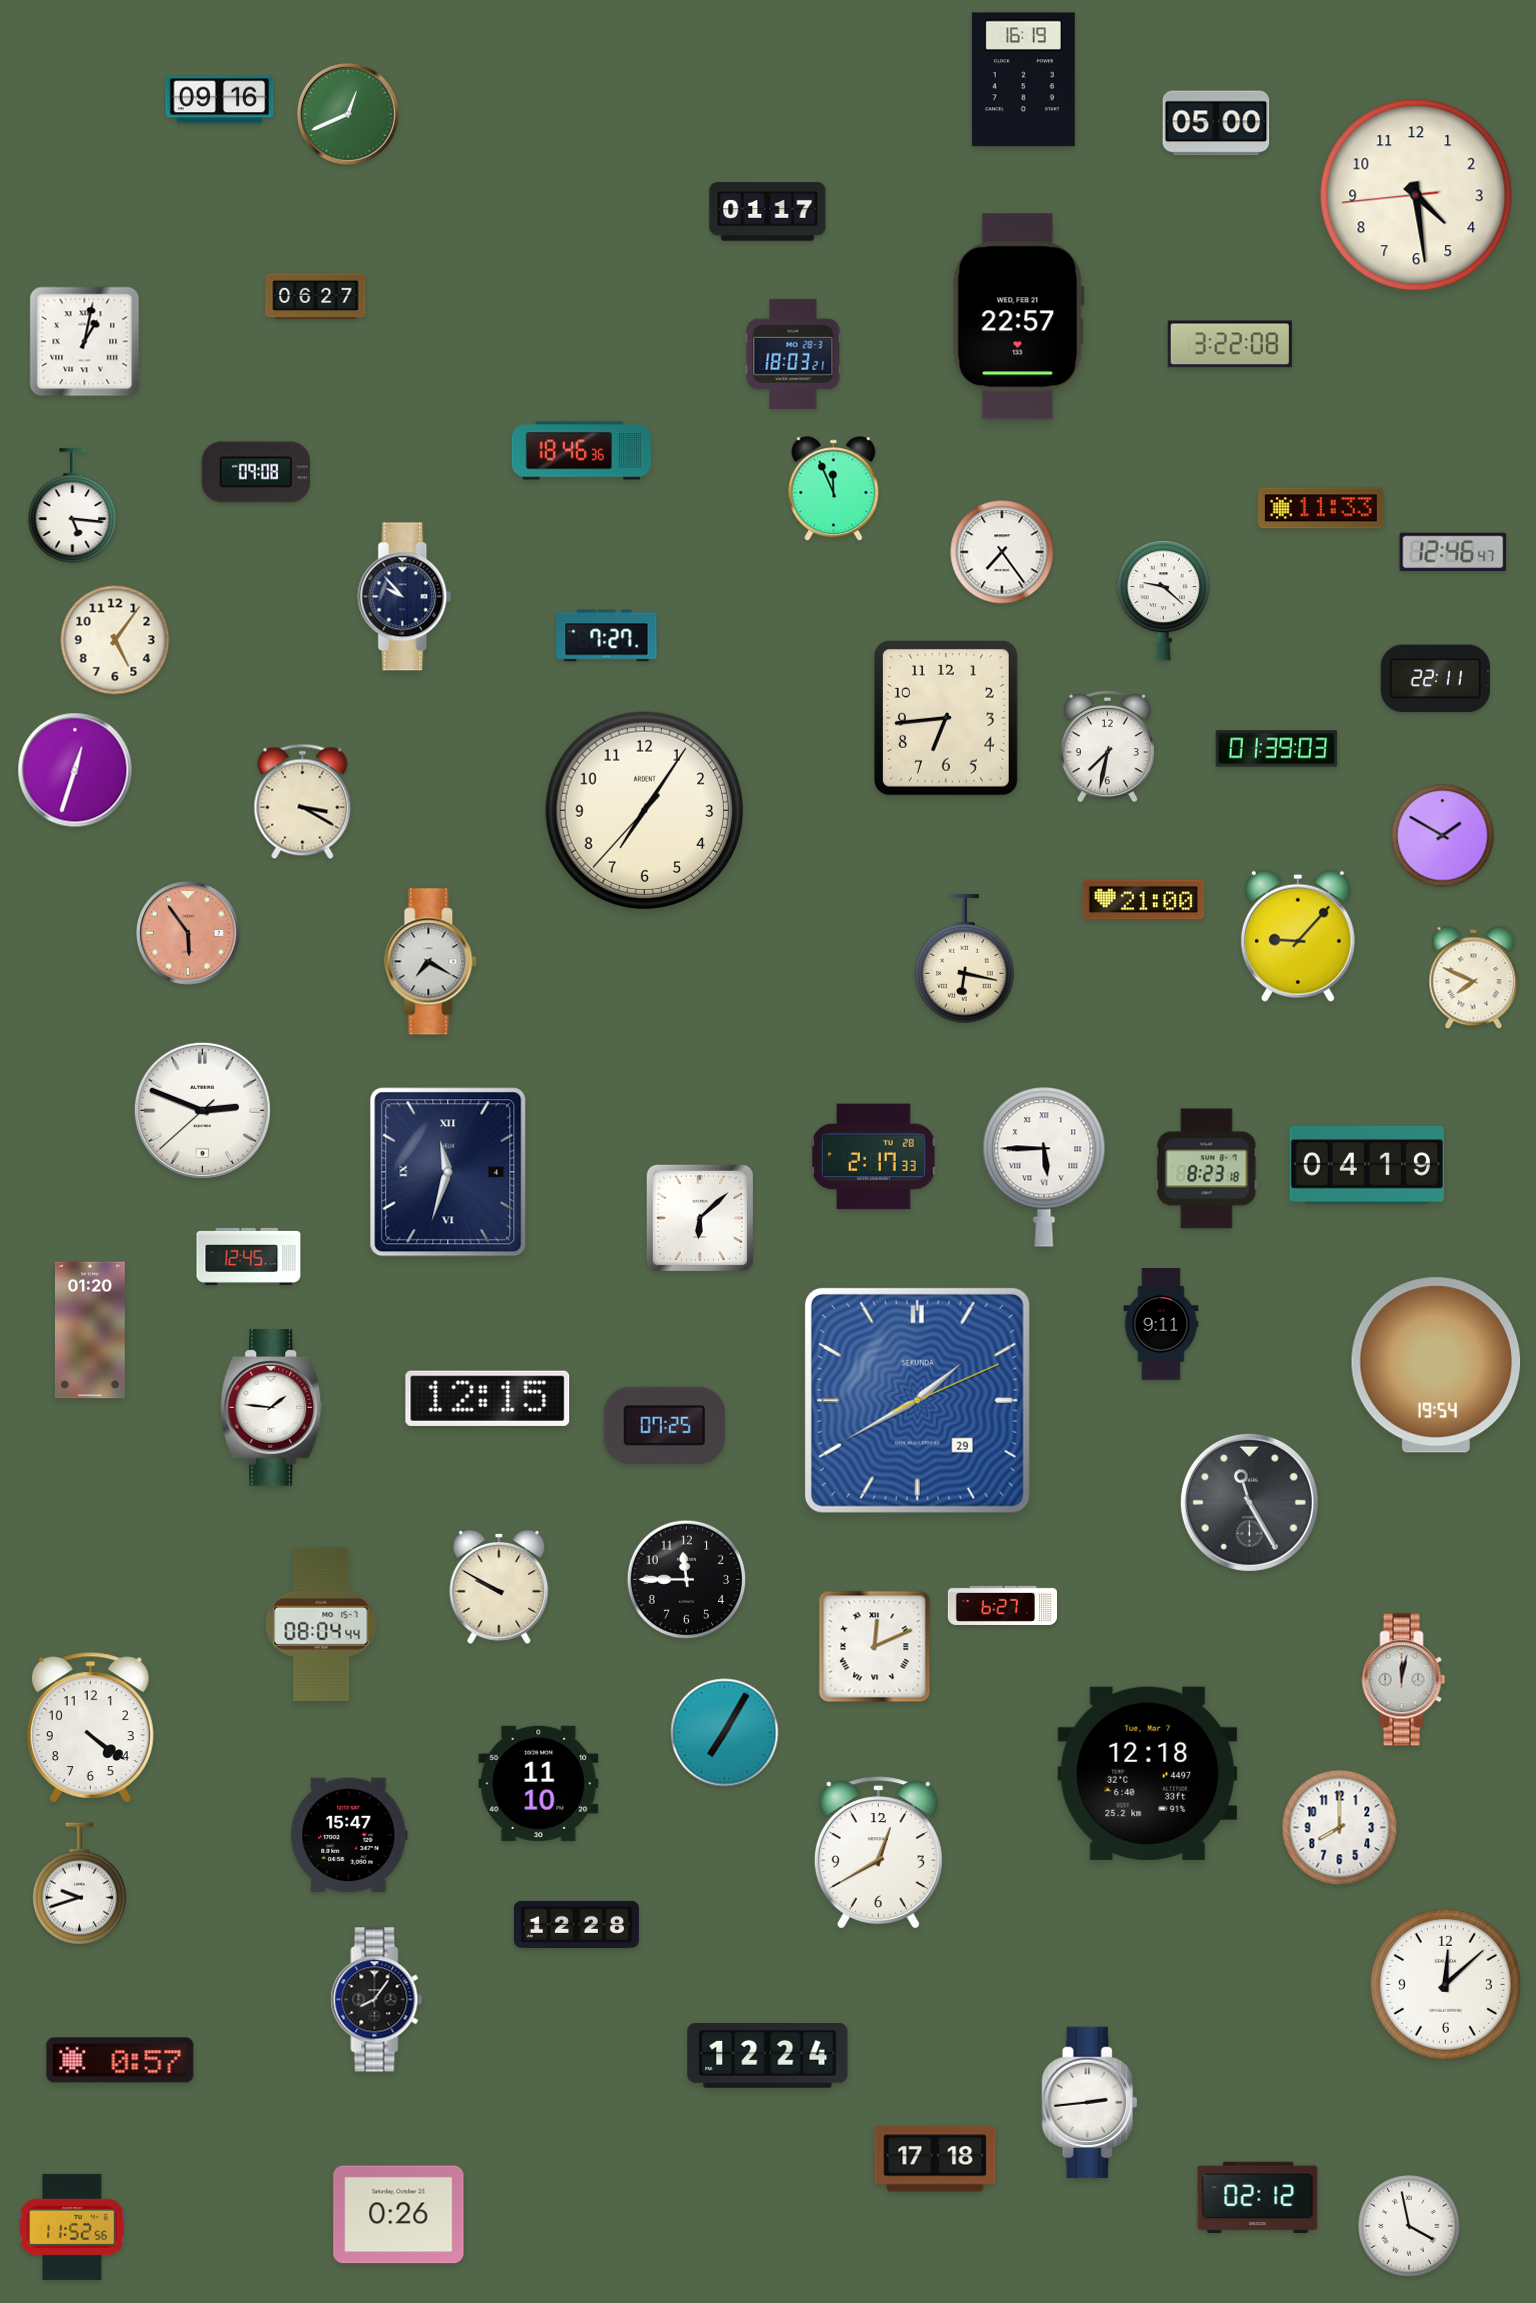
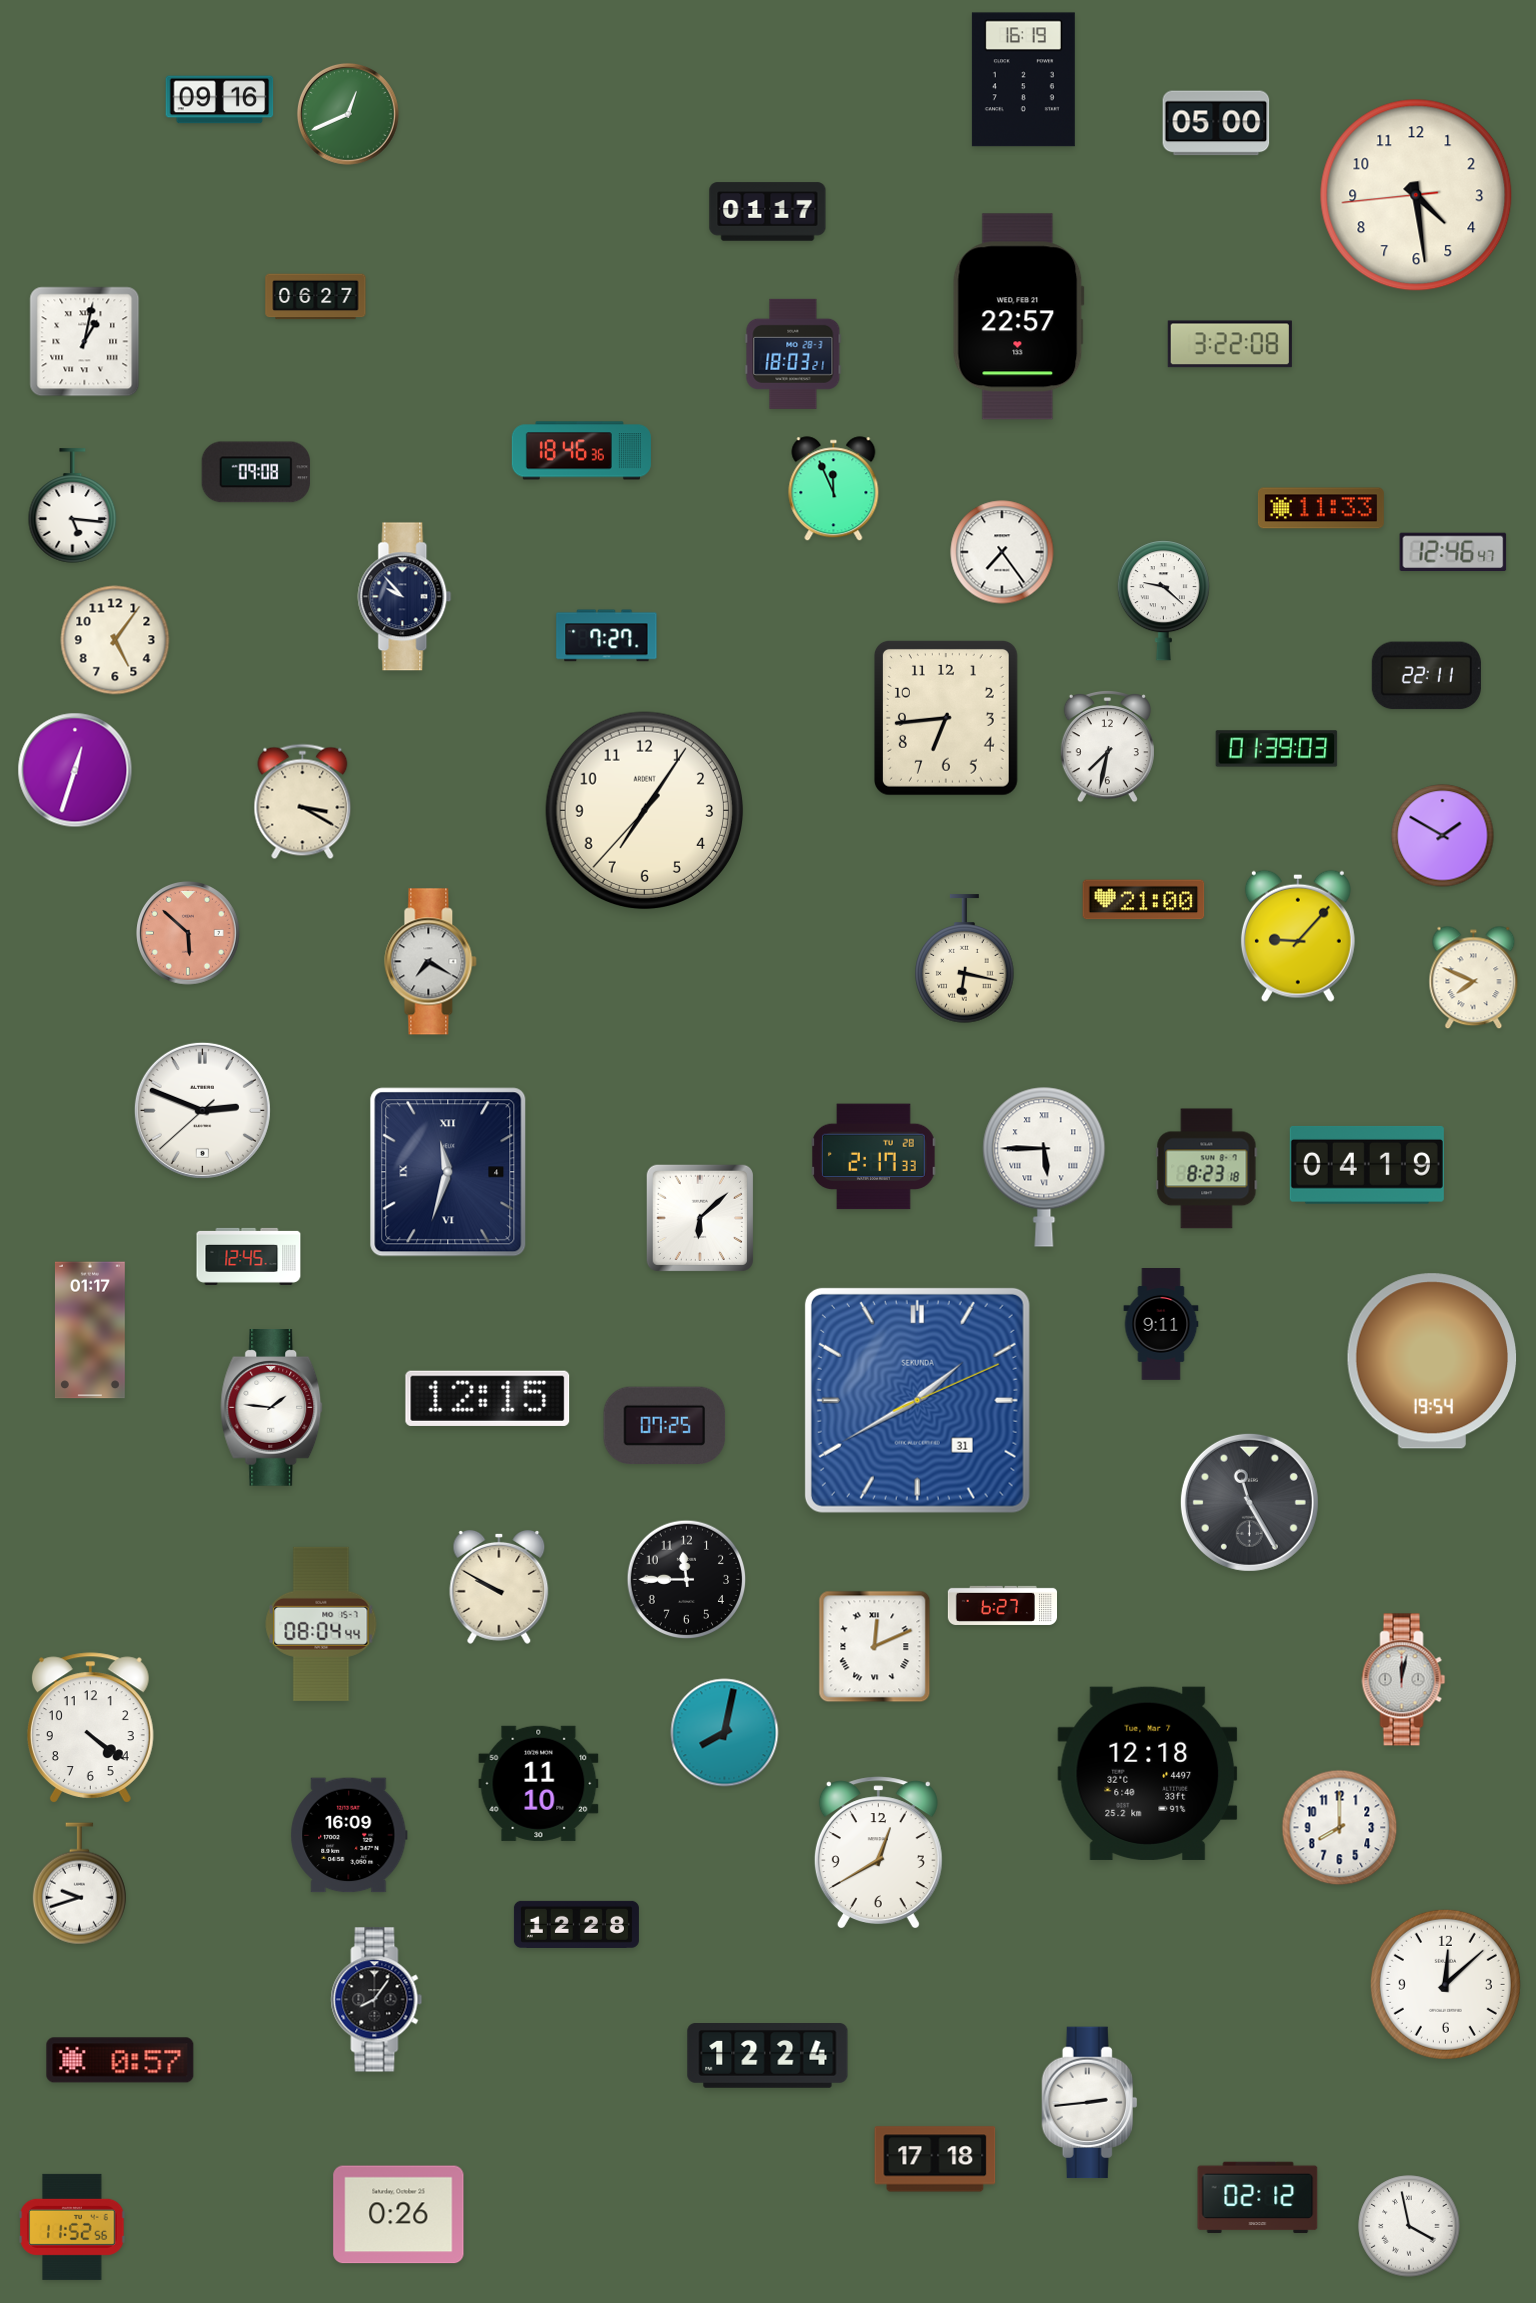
clock at (1435, 679) position: (1435, 679) -> (1426, 676)
clock at (188, 933): 5:54 -> 5:52
clock at (90, 1330): 01:20 -> 01:17
clock at (1436, 1365) position: (1436, 1365) -> (1432, 1361)
clock at (917, 1400) date: 29 -> 31
clock at (725, 1733): 7:05 -> 8:02
clock at (349, 1835): 15:47 -> 16:09
